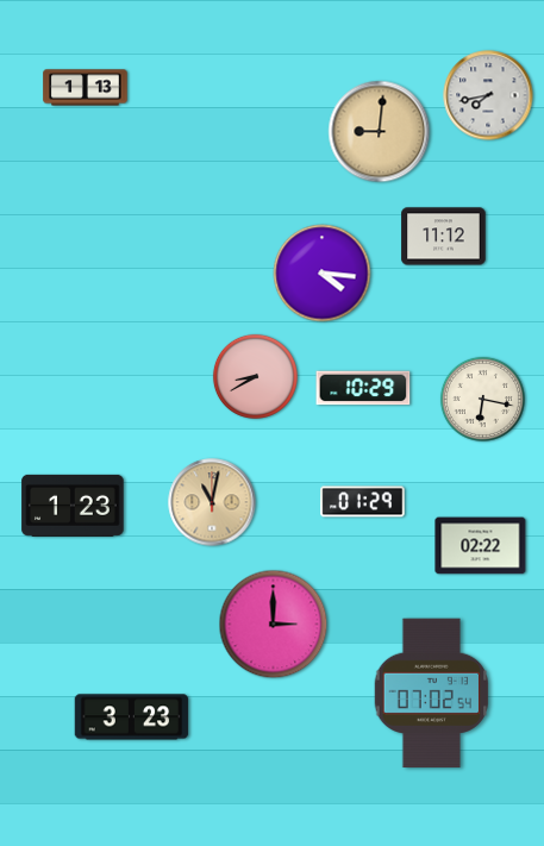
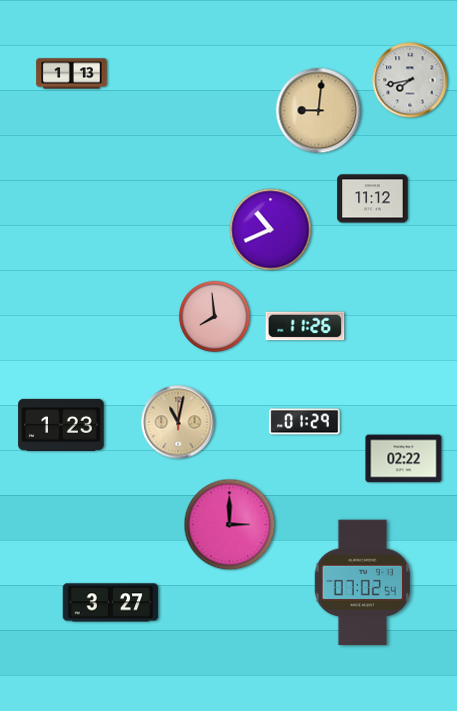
clock at (323, 274): 4:16 -> 10:41
clock at (255, 376): 8:40 -> 7:59
clock at (363, 388): 10:29 -> 11:26
clock at (482, 399): 6:17 -> none
clock at (132, 717): 3:23 -> 3:27
